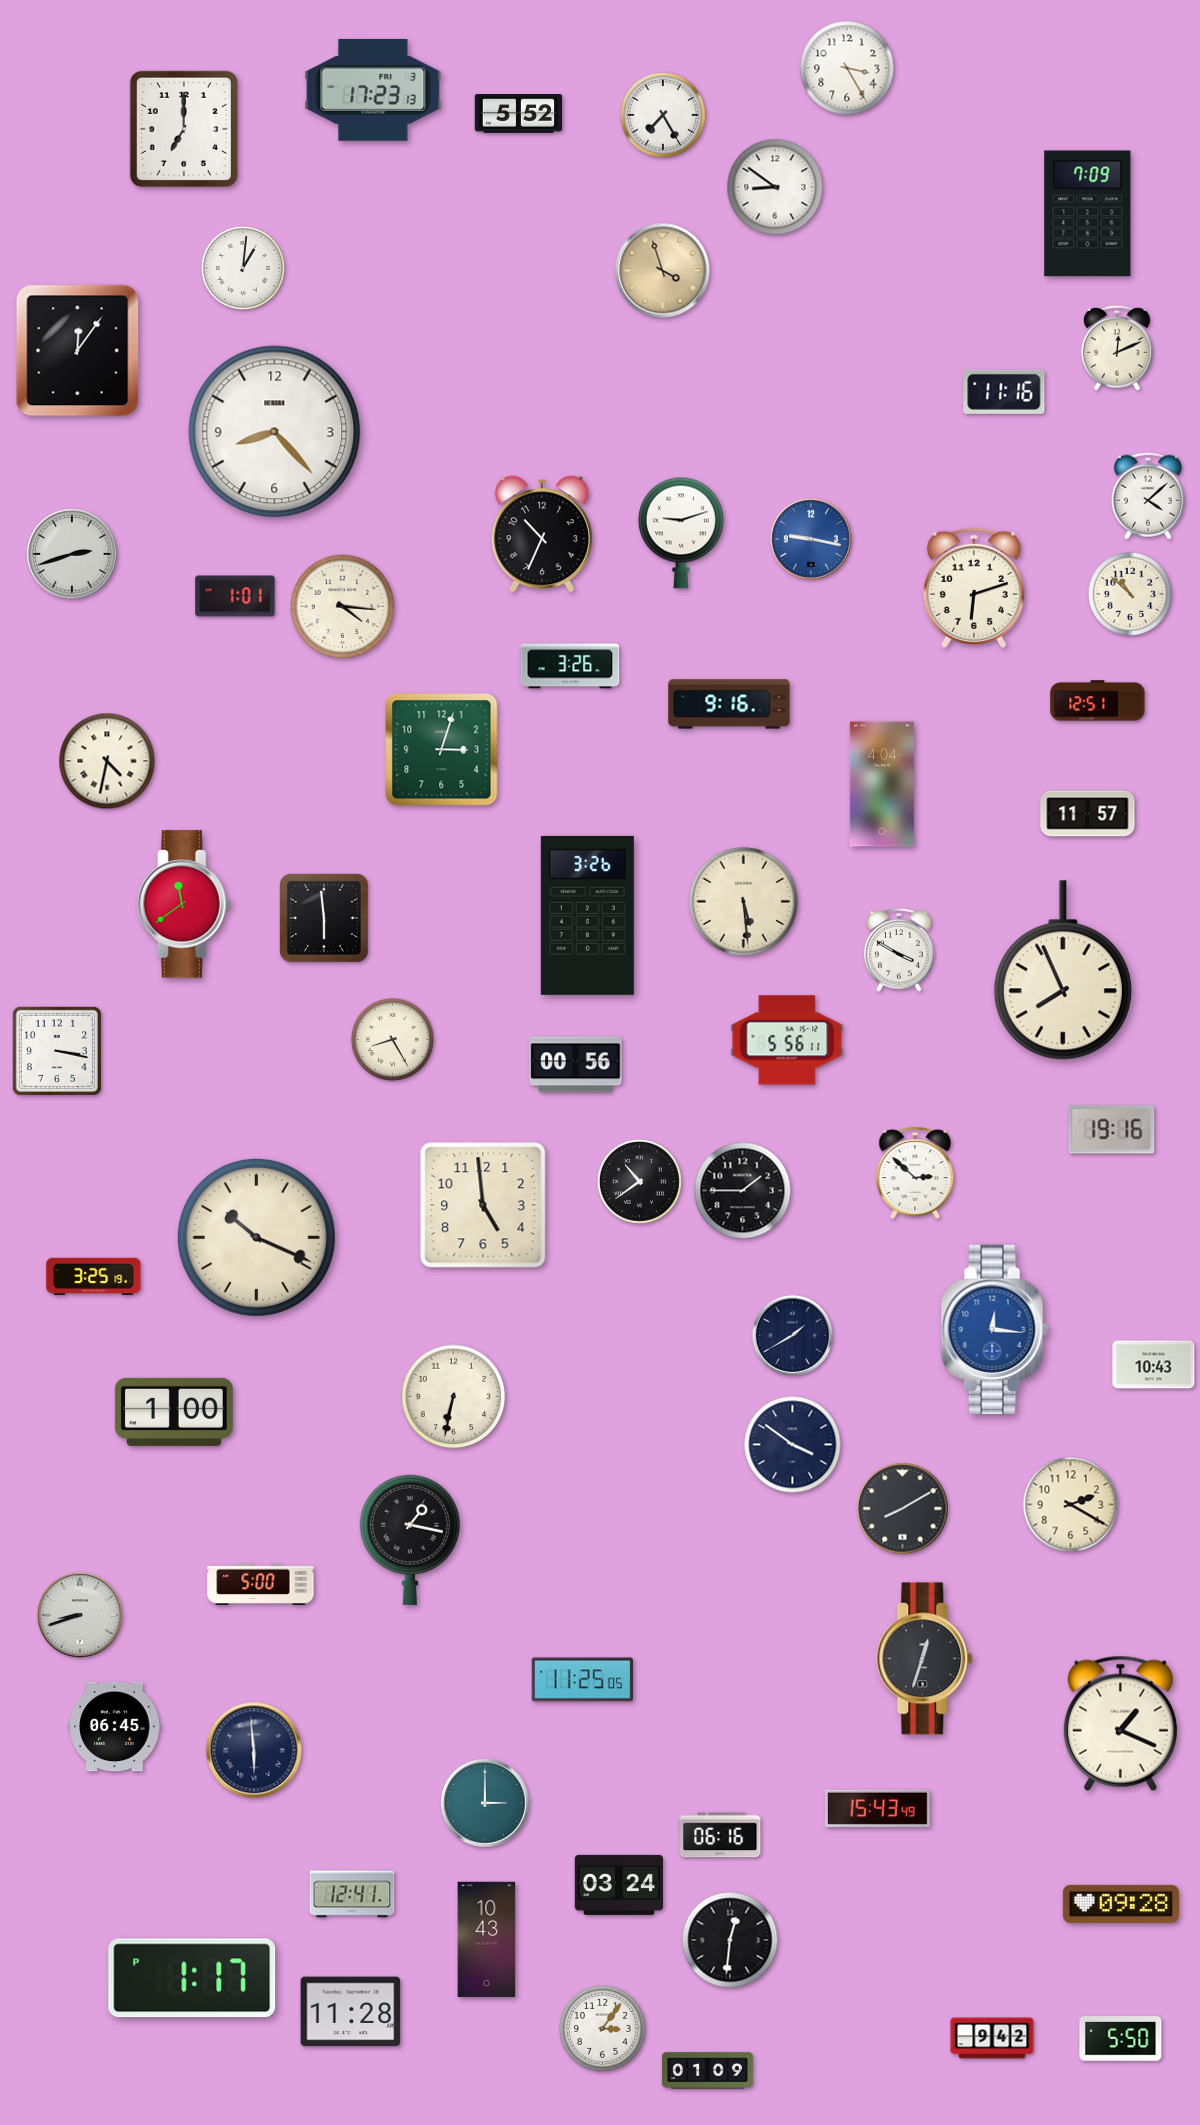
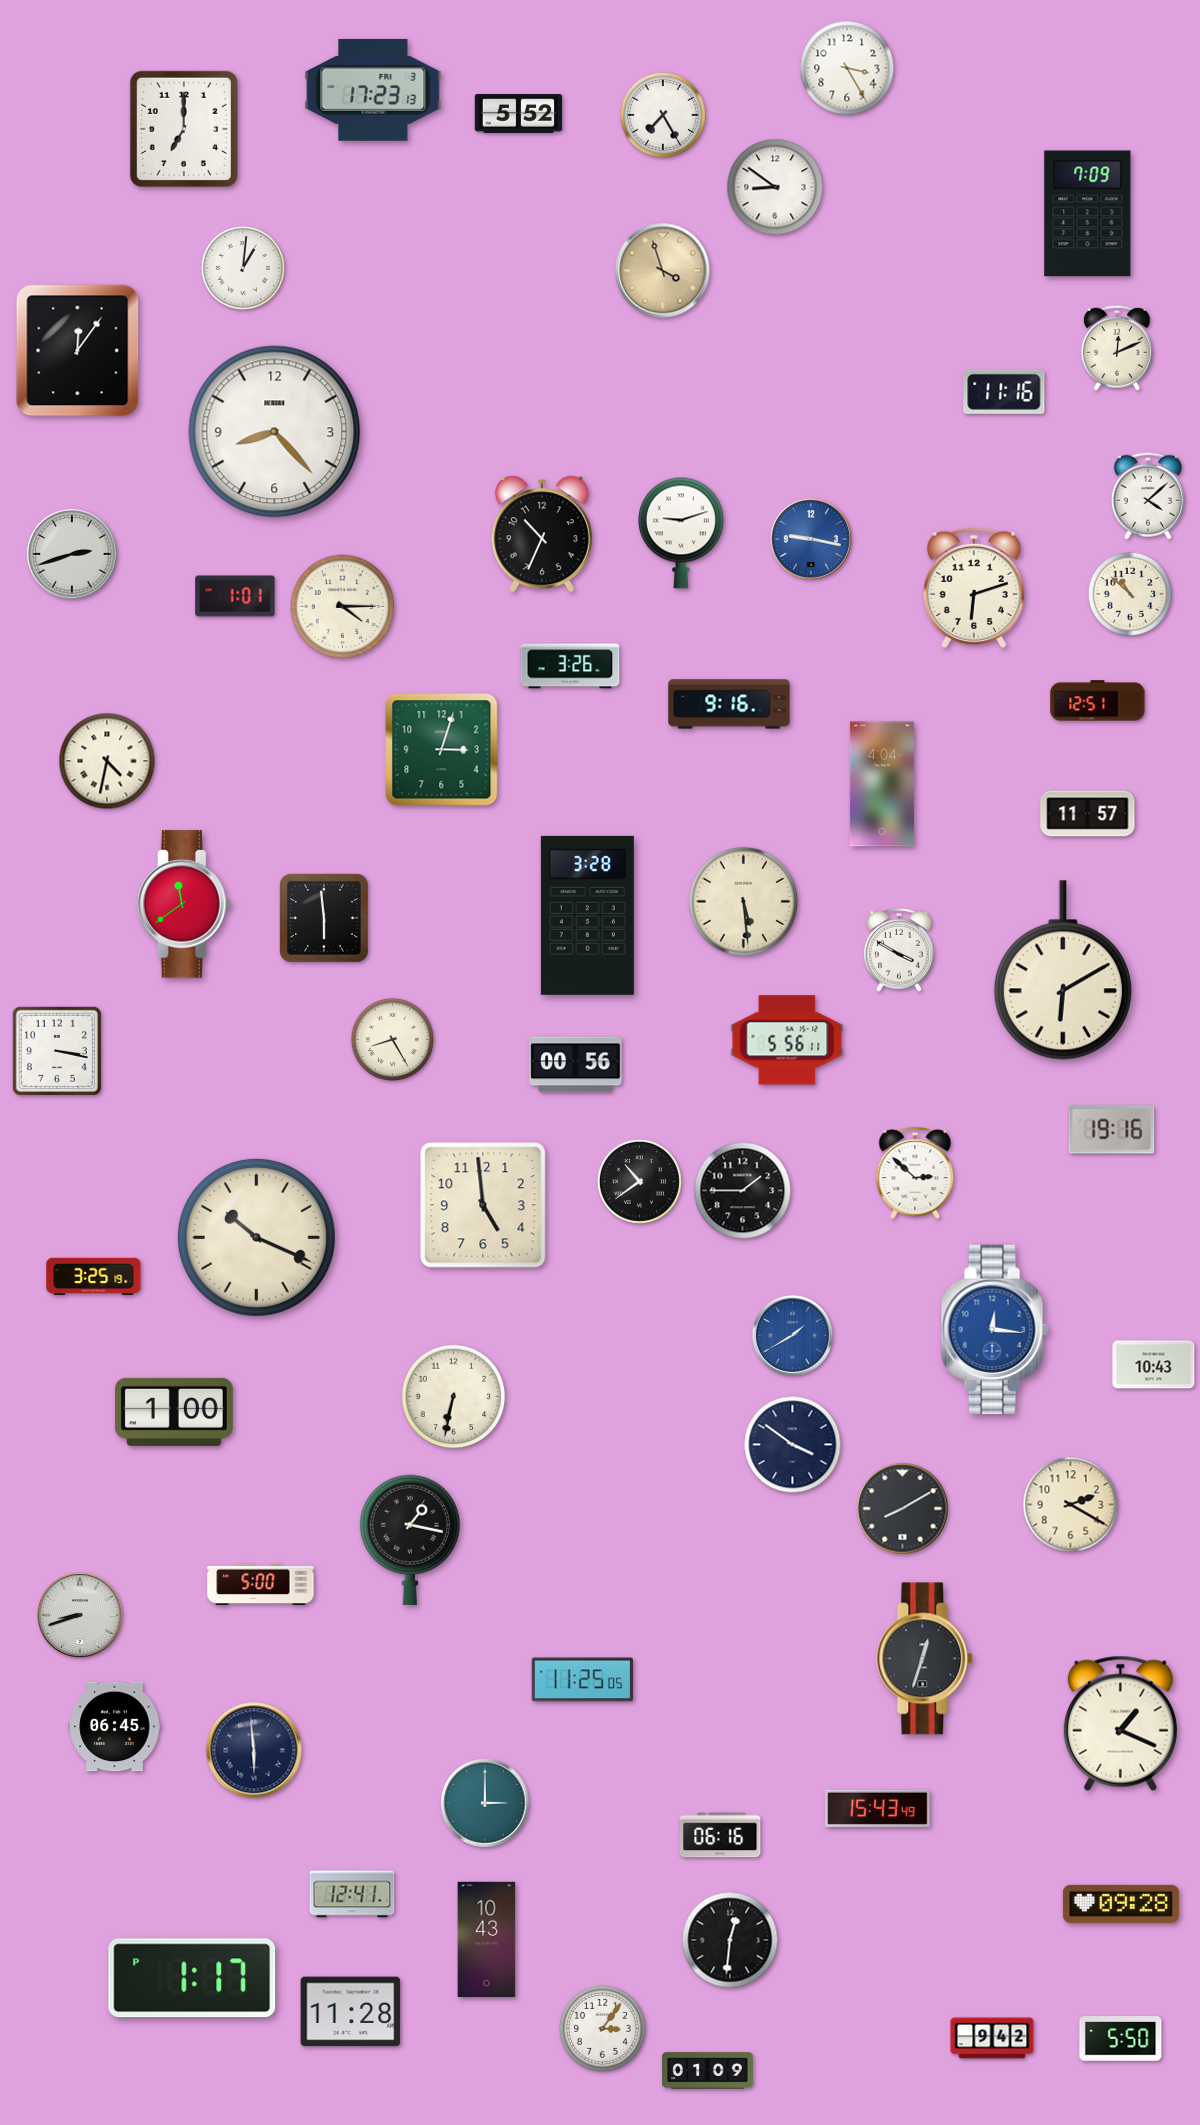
clock at (343, 607): 4:16 -> 4:15
clock at (587, 915): 3:26 -> 3:28
clock at (1063, 970): 7:56 -> 6:10
clock at (792, 1335) dial: navy -> blue
clock at (619, 1885): 03:24 -> none
